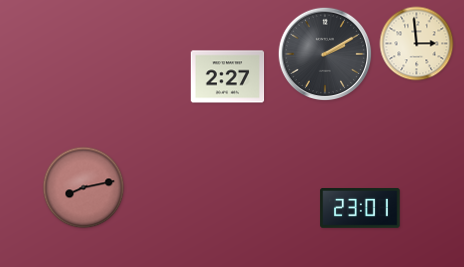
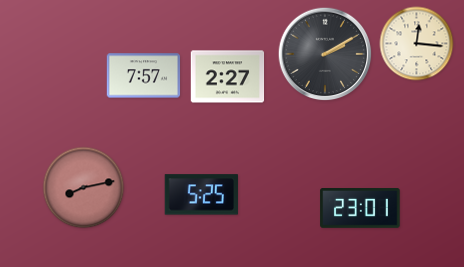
clock at (417, 44): 2:59 -> 12:16
clock at (144, 76): none -> 7:57
clock at (201, 195): none -> 5:25
